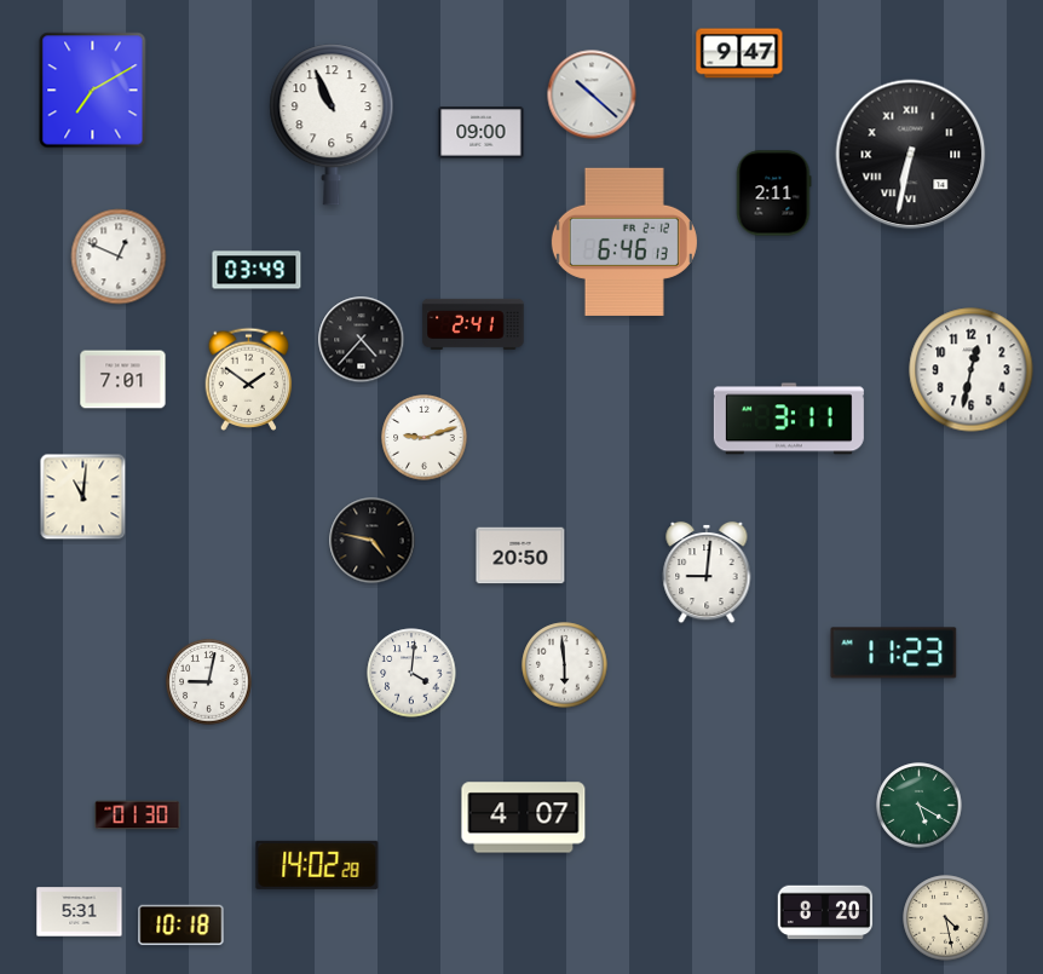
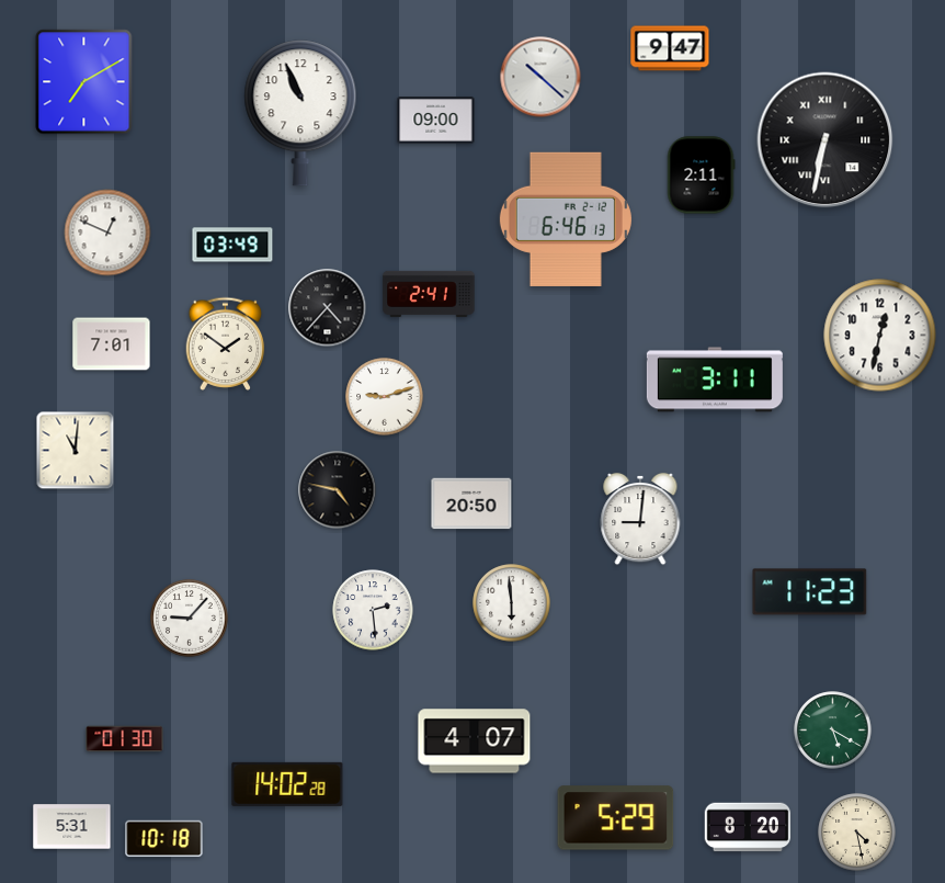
clock at (592, 94) position: (592, 94) -> (540, 77)
clock at (411, 673): 4:01 -> 2:29
clock at (209, 682): 9:02 -> 9:07
clock at (616, 818): none -> 5:29
